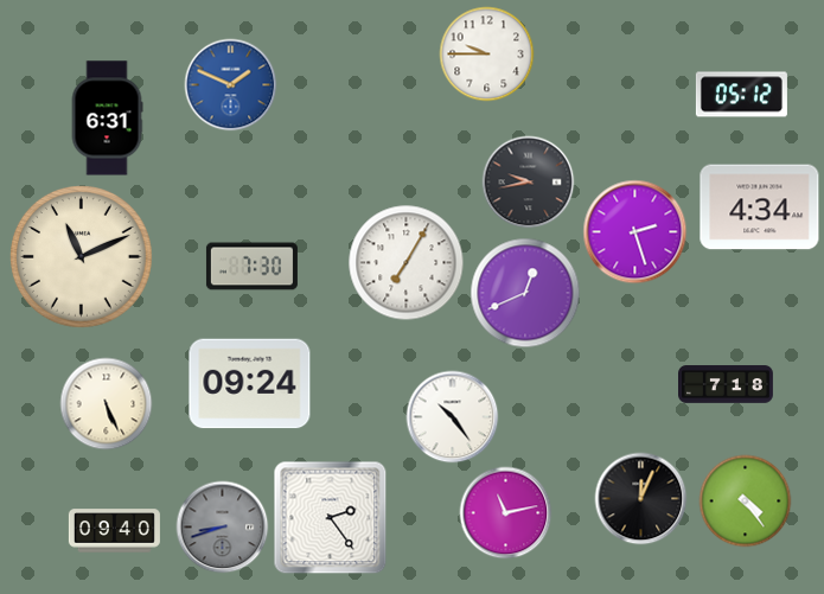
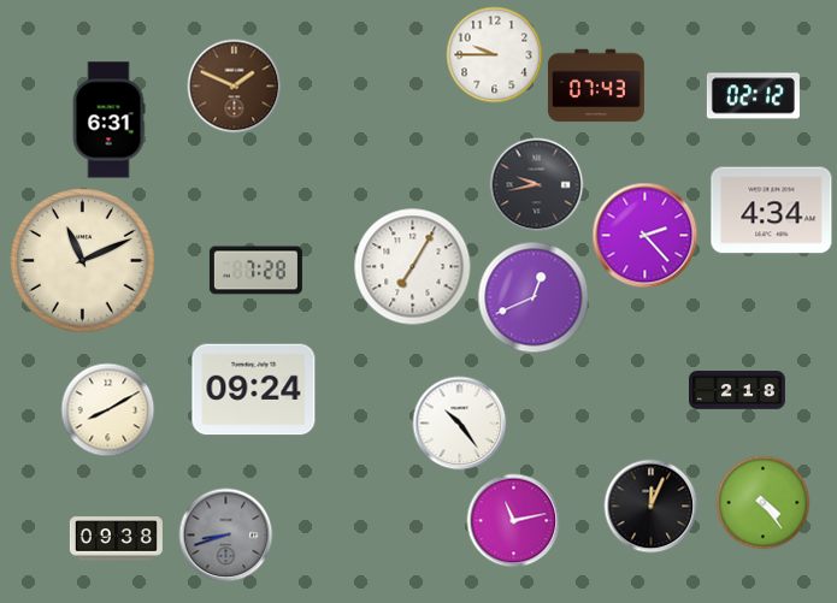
clock at (230, 84) dial: blue -> brown
clock at (596, 85): none -> 07:43
clock at (741, 95): 05:12 -> 02:12
clock at (634, 231): 2:27 -> 2:23
clock at (251, 267): 7:30 -> 7:28
clock at (727, 384): 7:18 -> 2:18
clock at (106, 403): 5:26 -> 8:10
clock at (745, 500) position: (745, 500) -> (762, 502)
clock at (330, 517): 2:24 -> none
clock at (114, 531): 09:40 -> 09:38
